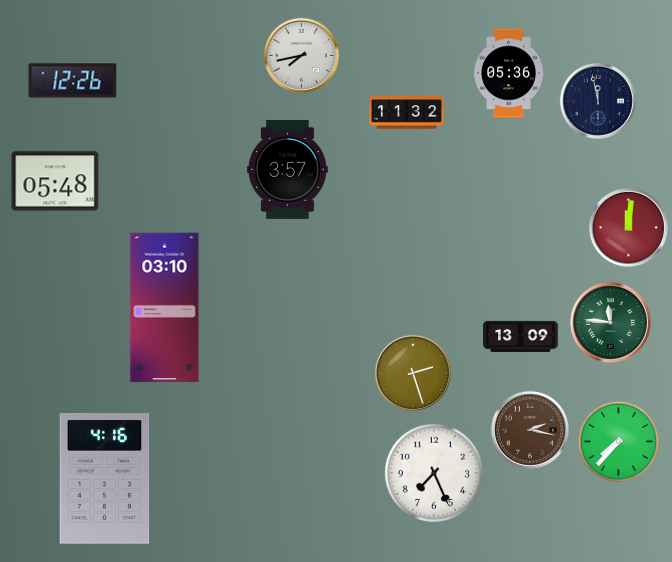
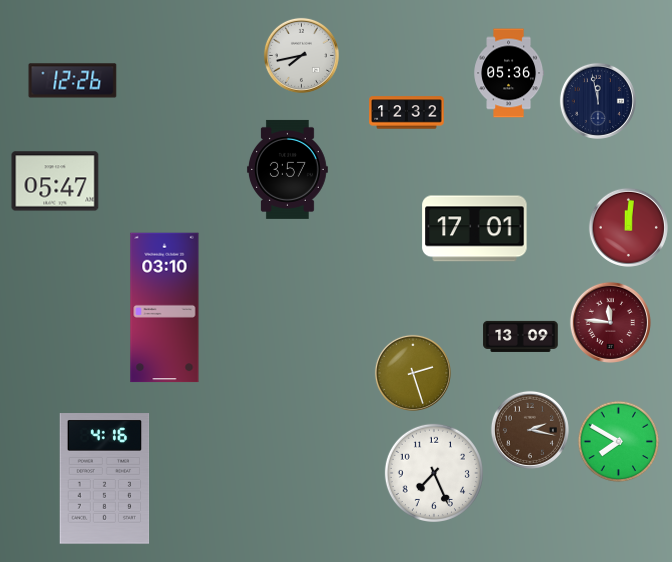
clock at (407, 113): 11:32 -> 12:32
clock at (55, 181): 05:48 -> 05:47
clock at (475, 229): none -> 17:01
clock at (610, 322) dial: green -> burgundy
clock at (619, 442): 7:37 -> 7:50
